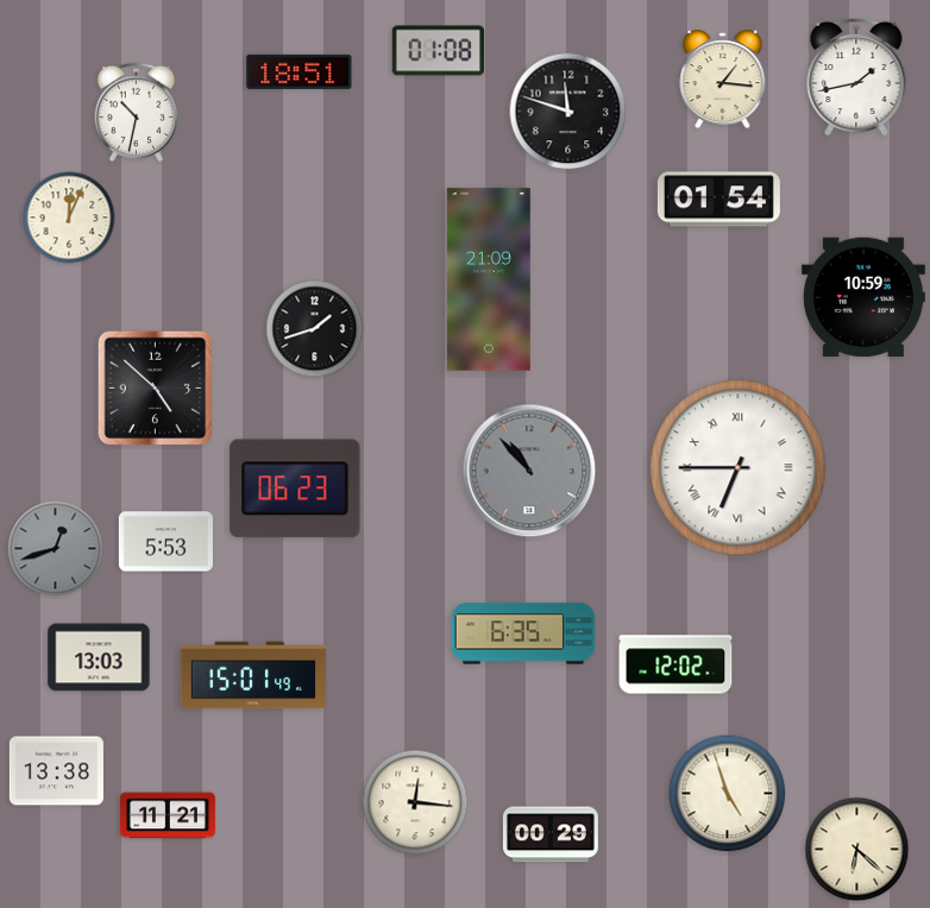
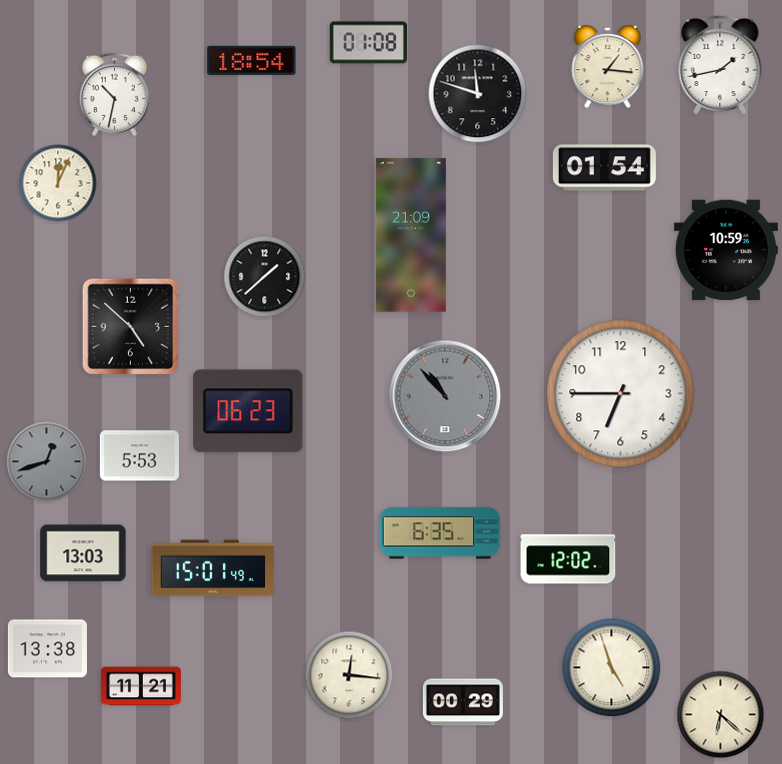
clock at (300, 71): 18:51 -> 18:54
clock at (315, 329): 1:42 -> 1:38
clock at (739, 468) numerals: Roman -> Arabic
